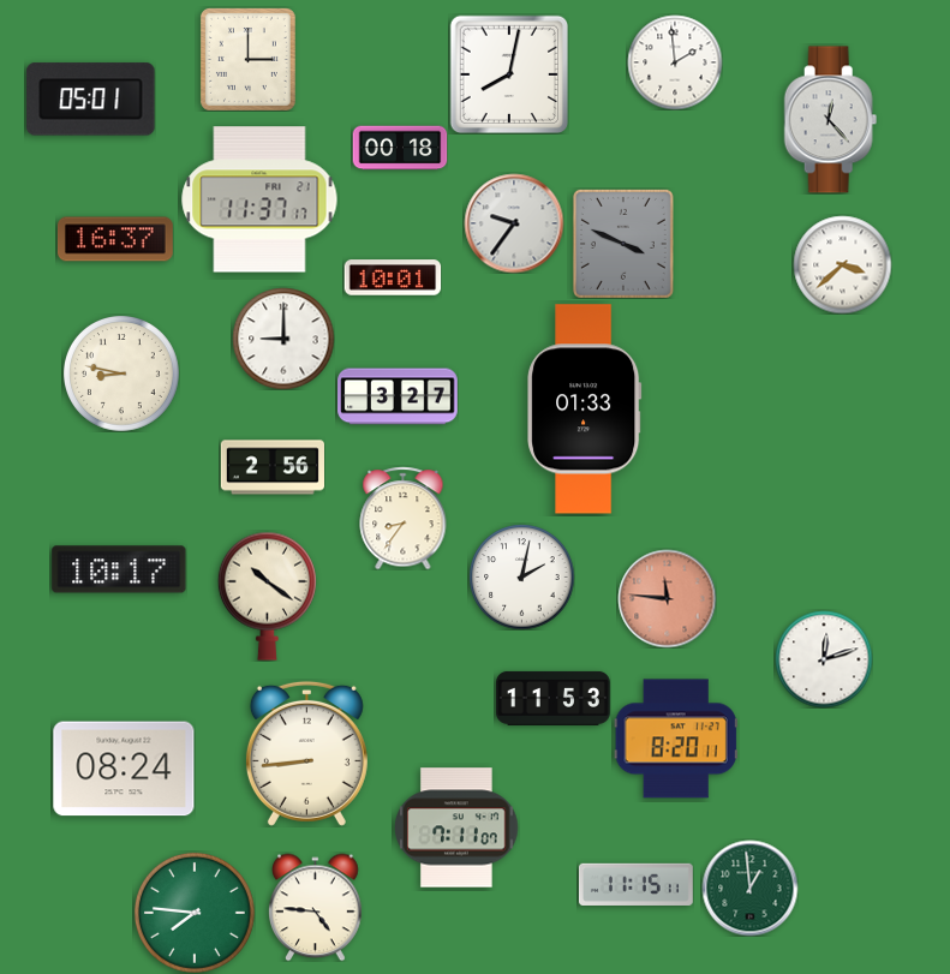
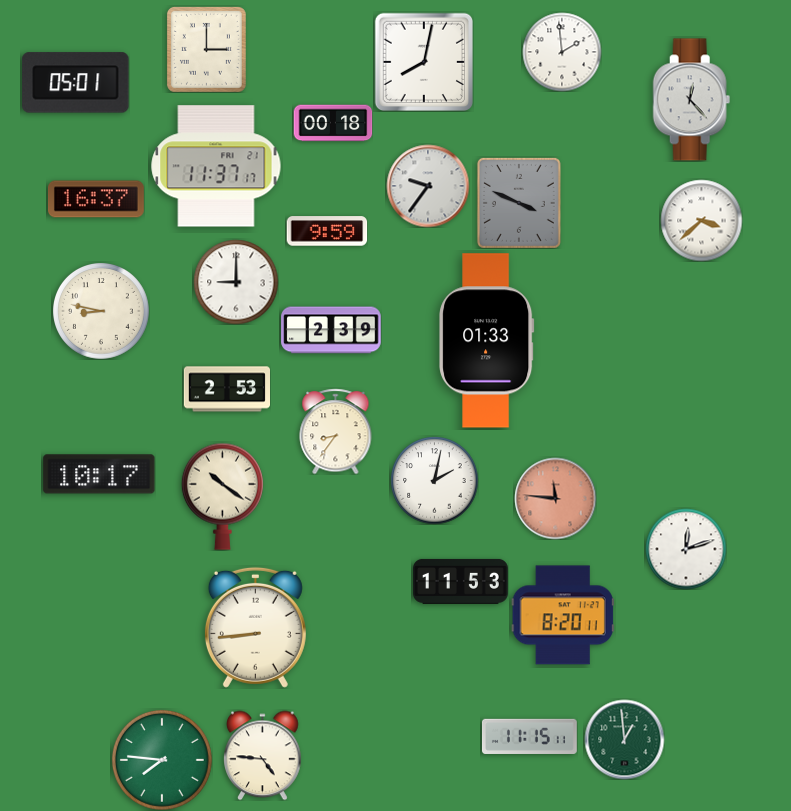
clock at (393, 277): 10:01 -> 9:59
clock at (398, 396): 3:27 -> 2:39
clock at (271, 467): 2:56 -> 2:53
clock at (124, 769): 08:24 -> none
clock at (456, 827): 7:11 -> none
